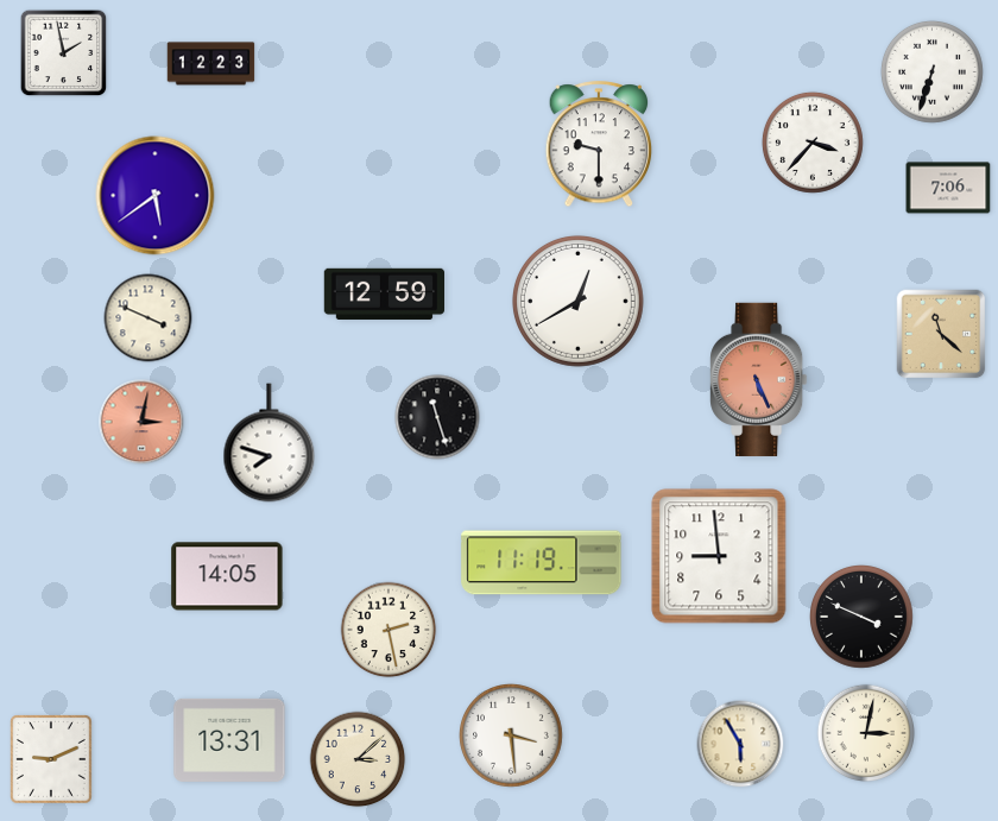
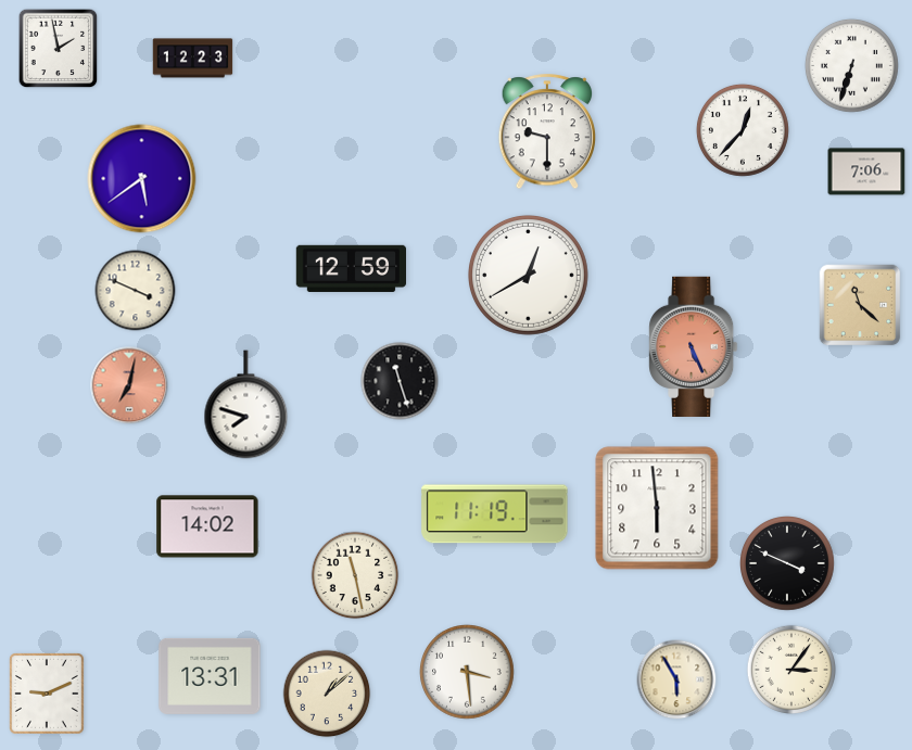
clock at (813, 143): 3:37 -> 12:37
clock at (141, 422): 3:02 -> 7:02
clock at (719, 556): 8:59 -> 5:59
clock at (227, 576): 14:05 -> 14:02
clock at (389, 630): 2:28 -> 11:28
clock at (866, 733): 3:02 -> 3:06
clock at (358, 759): 3:08 -> 1:08
